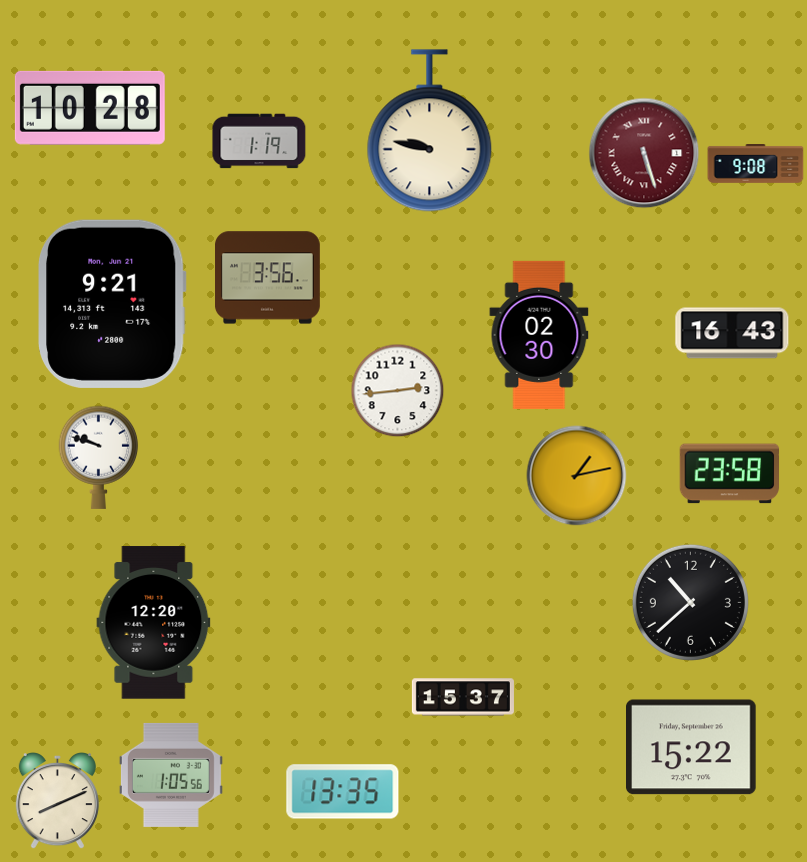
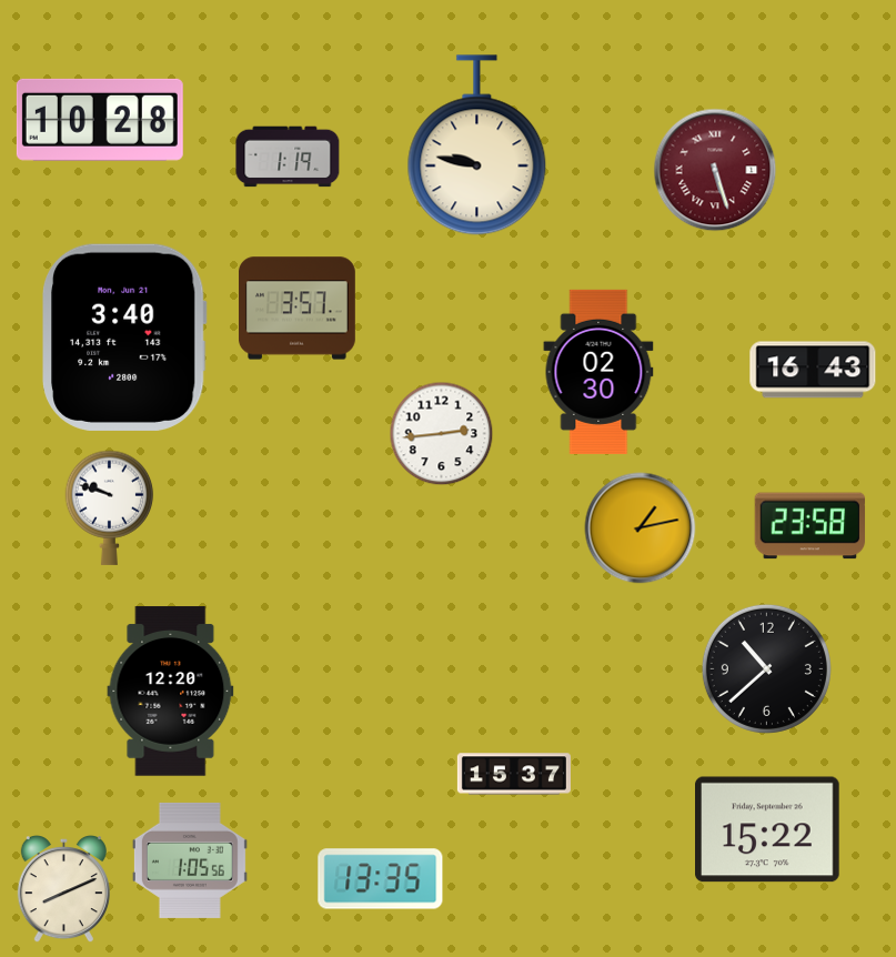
clock at (756, 164): 9:08 -> none
clock at (268, 278): 3:56 -> 3:57
clock at (113, 304): 9:21 -> 3:40
